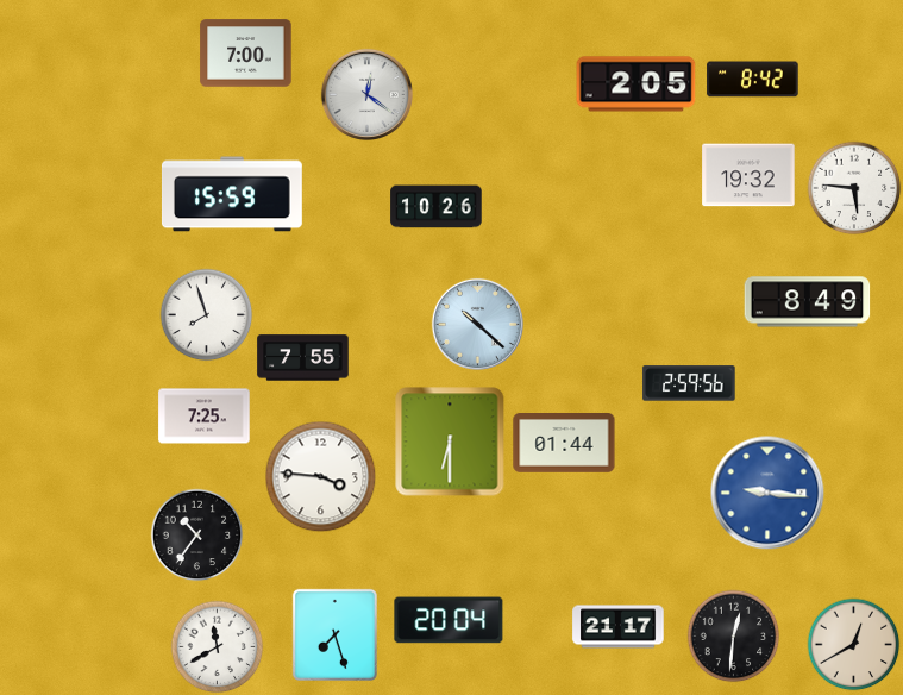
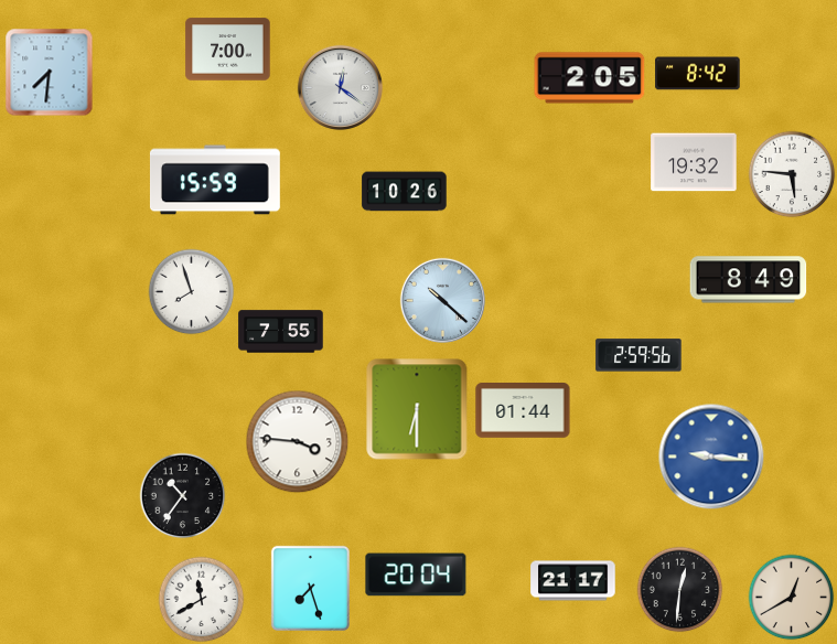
clock at (49, 72): none -> 7:31
clock at (205, 417): 7:25 -> none
